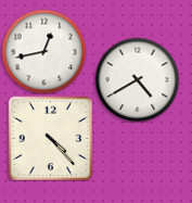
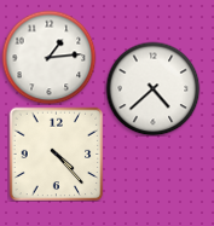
clock at (43, 51): 12:43 -> 1:14
clock at (137, 79): 4:40 -> 4:38
